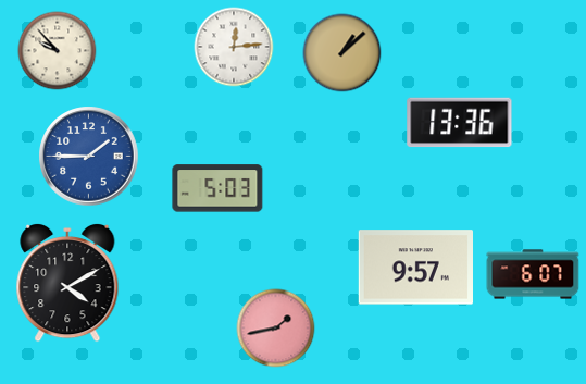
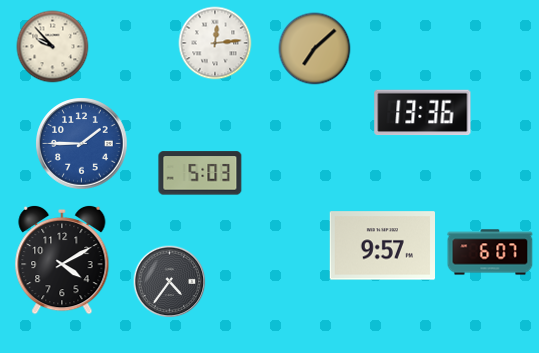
clock at (342, 53): 1:08 -> 7:08
clock at (170, 282): none -> 4:36
clock at (276, 329): 1:43 -> none
